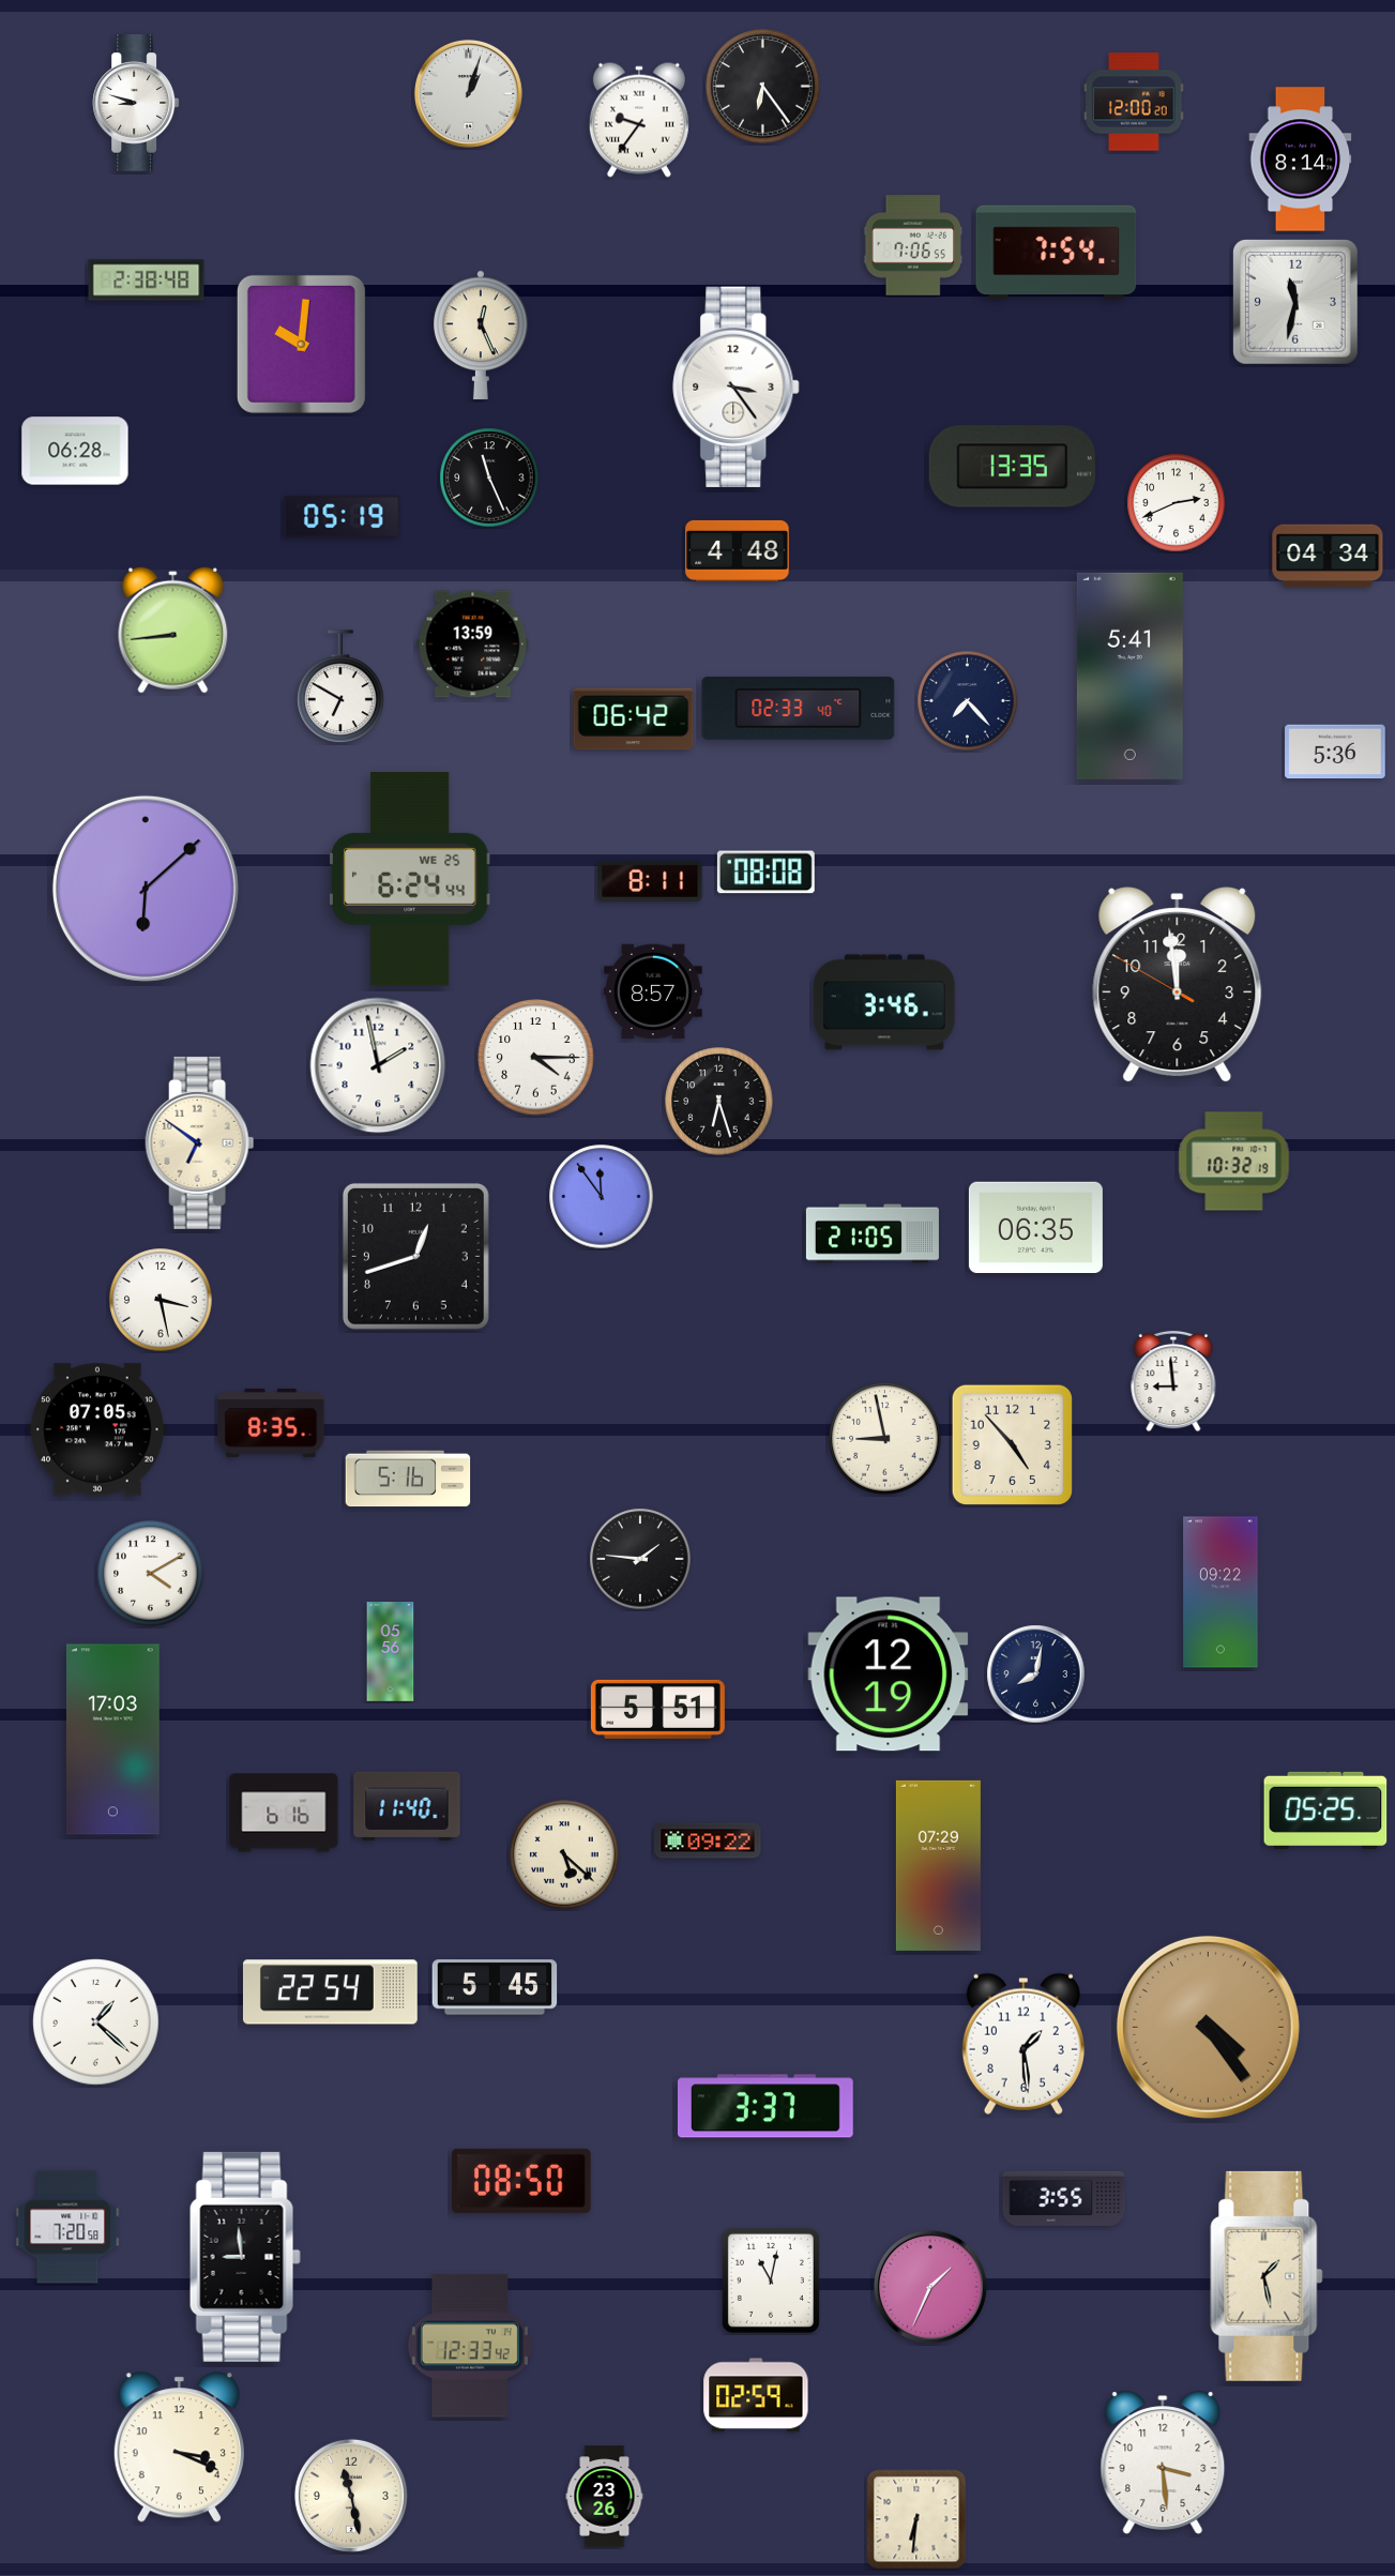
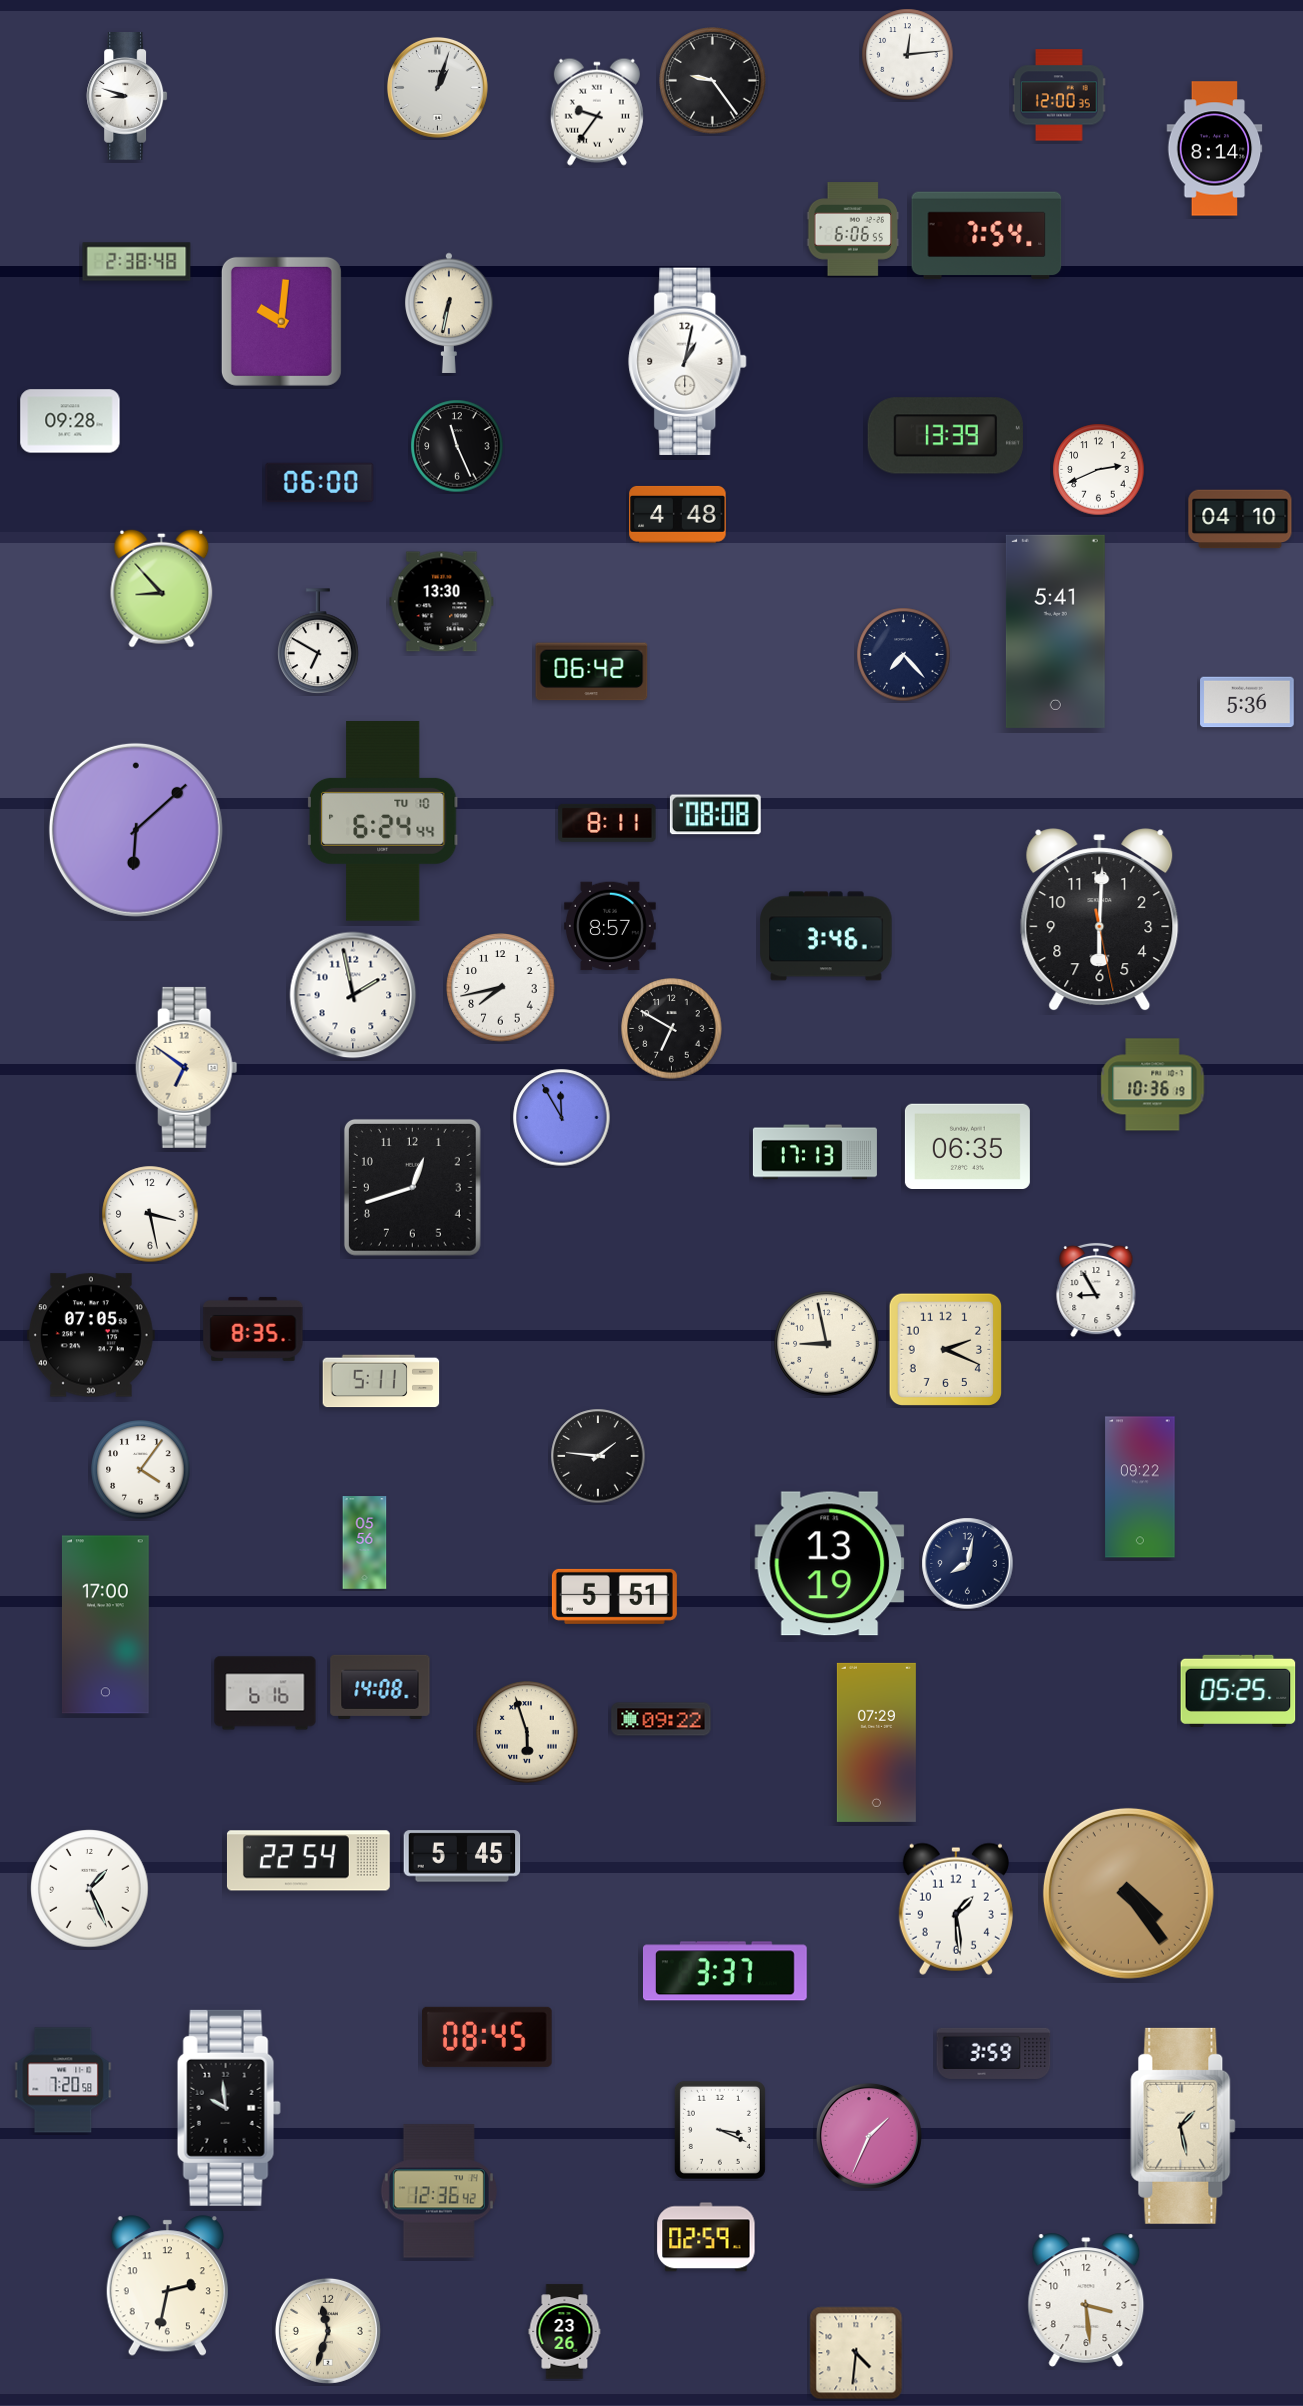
clock at (908, 55): none -> 12:14
clock at (763, 87): 6:24 -> 9:24
clock at (1134, 102): 12:00:20 -> 12:00:35
clock at (913, 245): 7:06 -> 6:06
clock at (1295, 302): 11:32 -> none
clock at (481, 335): 12:26 -> 6:32
clock at (737, 387): 3:24 -> 1:02
clock at (75, 451): 06:28 -> 09:28
clock at (1012, 467): 13:35 -> 13:39
clock at (343, 517): 05:19 -> 06:00
clock at (738, 550) position: (738, 550) -> (678, 514)
clock at (1328, 556): 04:34 -> 04:10
clock at (173, 630): 8:44 -> 8:53
clock at (473, 645): 13:59 -> 13:30
clock at (799, 709): 02:33 -> none
clock at (410, 880) date: WE 25 -> TU 10
clock at (1178, 985): 11:58 -> 6:00
clock at (536, 1058): 4:15 -> 7:43
clock at (719, 1102): 6:27 -> 6:50
clock at (1234, 1162): 10:32 -> 10:36
clock at (602, 1197): 11:54 -> 11:55
clock at (873, 1233): 21:05 -> 17:13
clock at (415, 1256) position: (415, 1256) -> (412, 1187)
clock at (1173, 1381): 8:59 -> 8:55
clock at (1012, 1444): 4:53 -> 2:19
clock at (408, 1479): 5:16 -> 5:11
clock at (151, 1574): 4:10 -> 4:06
clock at (889, 1675): 12:19 -> 13:19
clock at (112, 1740): 17:03 -> 17:00
clock at (407, 1806): 11:40 -> 14:08
clock at (564, 1854): 5:22 -> 5:57
clock at (96, 2022): 1:22 -> 1:26
clock at (767, 2106) position: (767, 2106) -> (726, 1971)
clock at (522, 2181): 08:50 -> 08:45
clock at (1064, 2198): 3:55 -> 3:59
clock at (245, 2257): 8:59 -> 9:59
clock at (771, 2280): 11:02 -> 3:19
clock at (470, 2346): 12:33 -> 12:36
clock at (179, 2448): 3:19 -> 2:32
clock at (351, 2496): 11:28 -> 11:33
clock at (916, 2519): 6:31 -> 4:31
